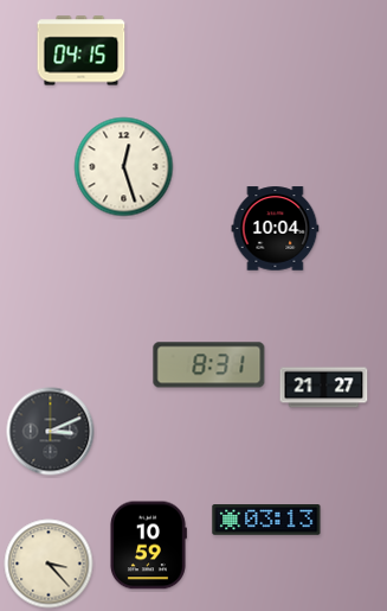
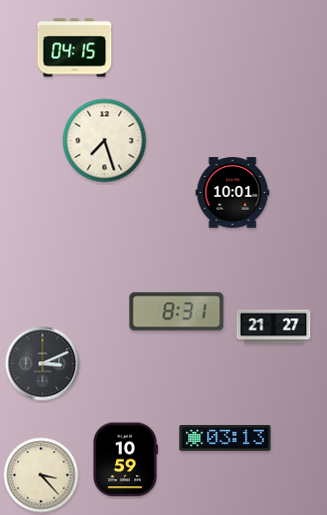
clock at (82, 51) position: (82, 51) -> (75, 48)
clock at (124, 167): 12:27 -> 7:27
clock at (276, 229): 10:04 -> 10:01
clock at (209, 365) position: (209, 365) -> (177, 312)
